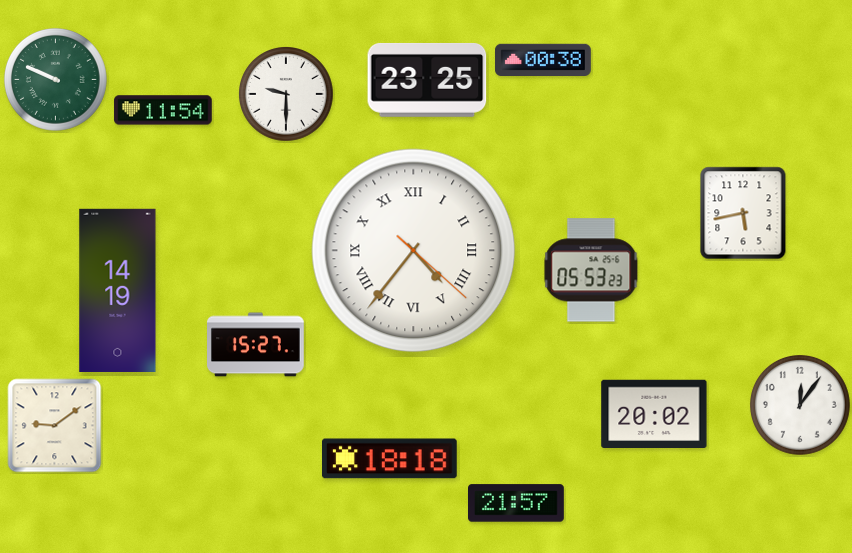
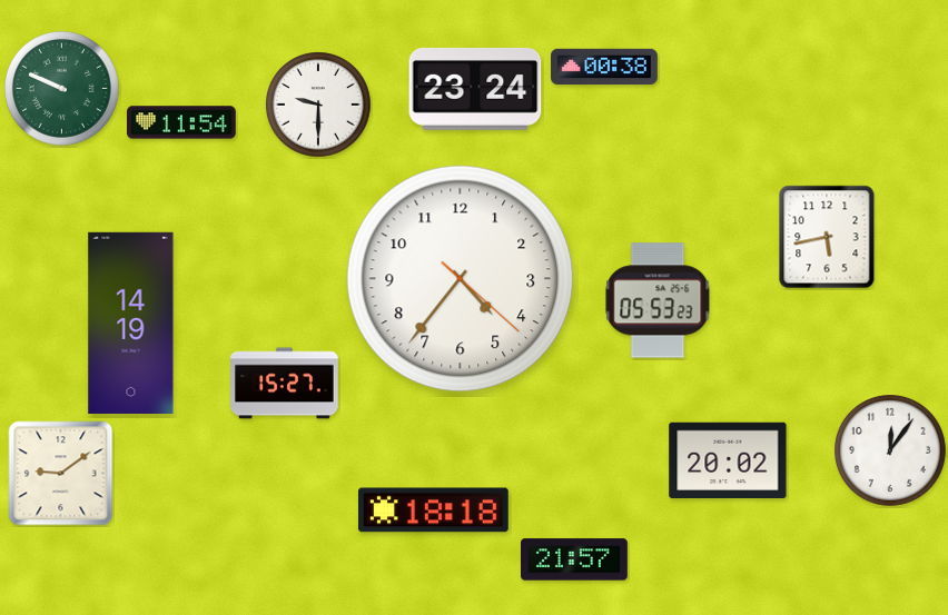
clock at (427, 80): 23:25 -> 23:24
clock at (414, 251) numerals: Roman -> Arabic
